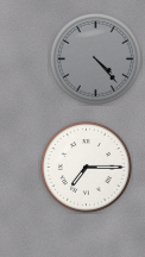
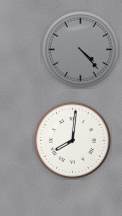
clock at (86, 167): 7:15 -> 8:01
